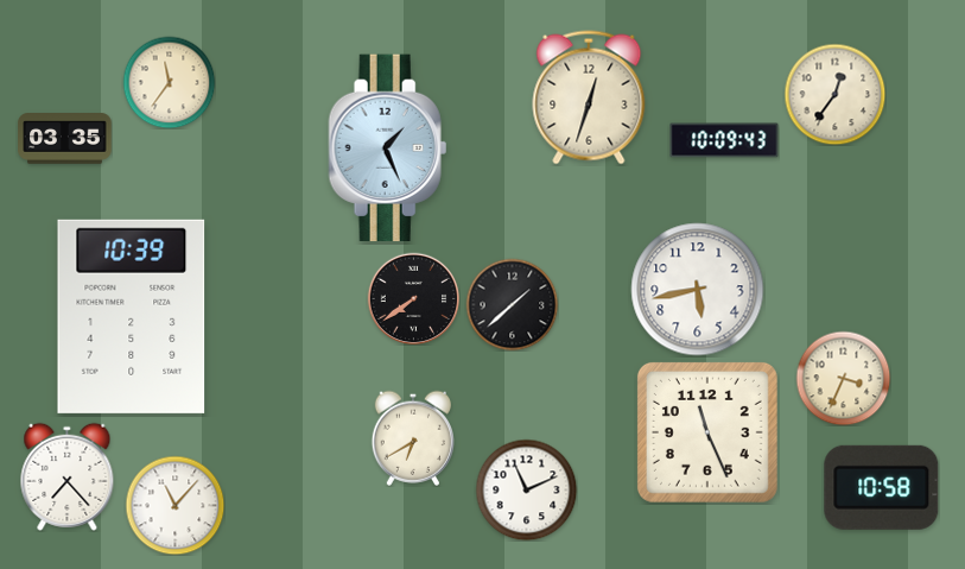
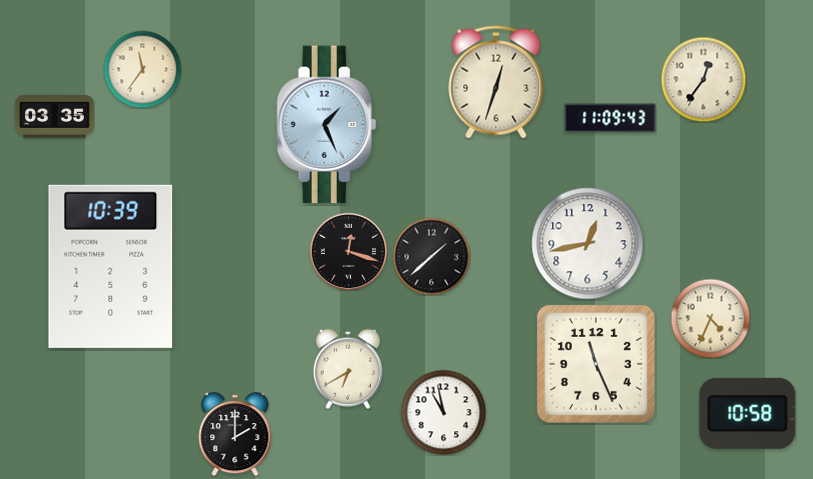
clock at (724, 140): 10:09 -> 11:09
clock at (698, 290): 5:43 -> 12:43
clock at (413, 298): 7:39 -> 12:18
clock at (843, 378): 3:34 -> 4:34
clock at (68, 476): 7:23 -> none
clock at (882, 487) position: (882, 487) -> (748, 413)
clock at (526, 489): 11:11 -> 10:58
clock at (174, 505): 11:07 -> none
clock at (235, 434): none -> 2:00
